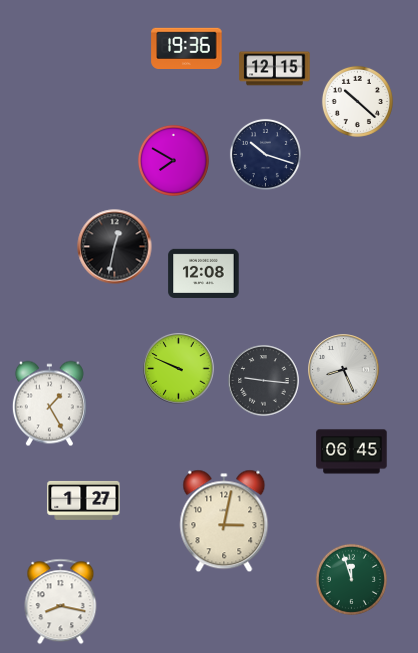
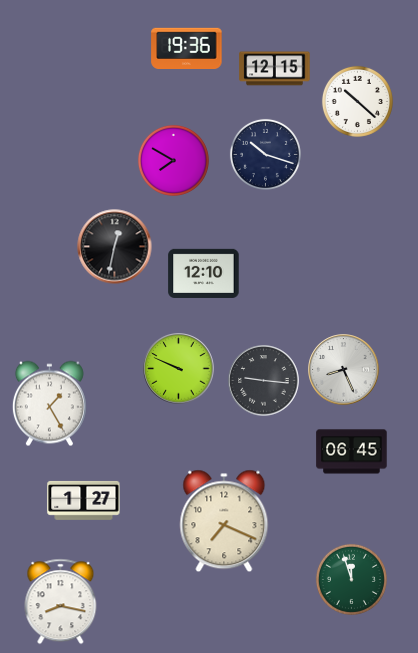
clock at (204, 273): 12:08 -> 12:10
clock at (224, 521): 3:02 -> 7:19
